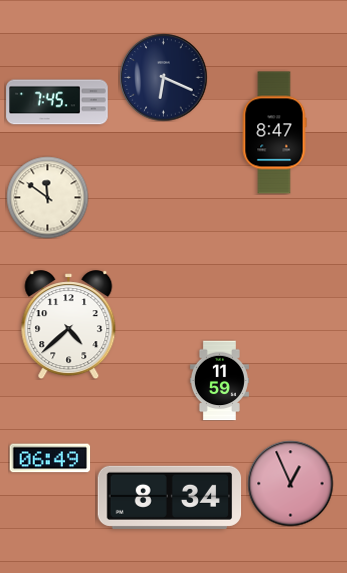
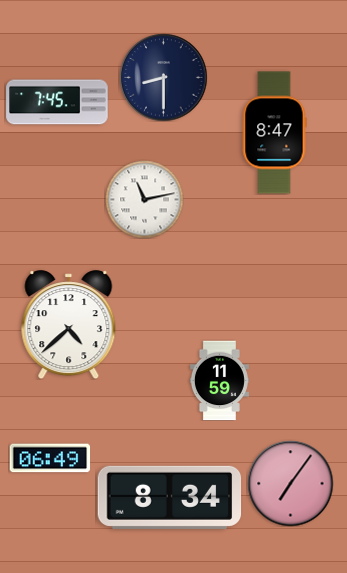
clock at (163, 77): 6:19 -> 8:30
clock at (47, 197): 11:51 -> none
clock at (144, 199): none -> 11:13
clock at (290, 483): 12:56 -> 7:06
